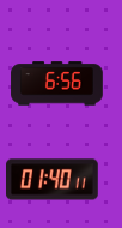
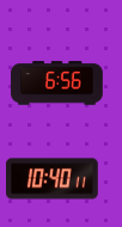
clock at (53, 180): 01:40 -> 10:40
